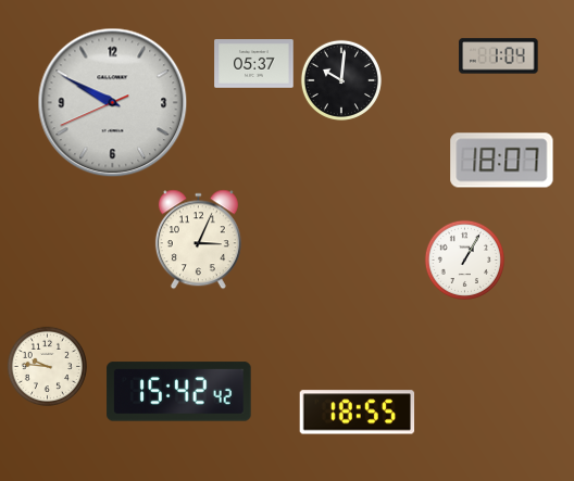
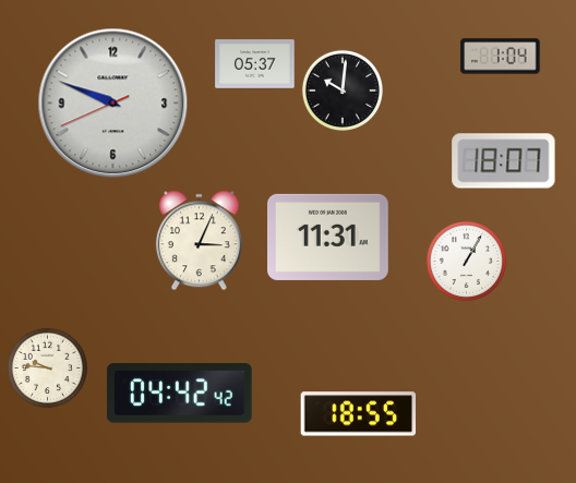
clock at (340, 80) position: (340, 80) -> (341, 90)
clock at (113, 103): 9:49 -> 9:48
clock at (328, 237): none -> 11:31
clock at (179, 392): 15:42 -> 04:42
